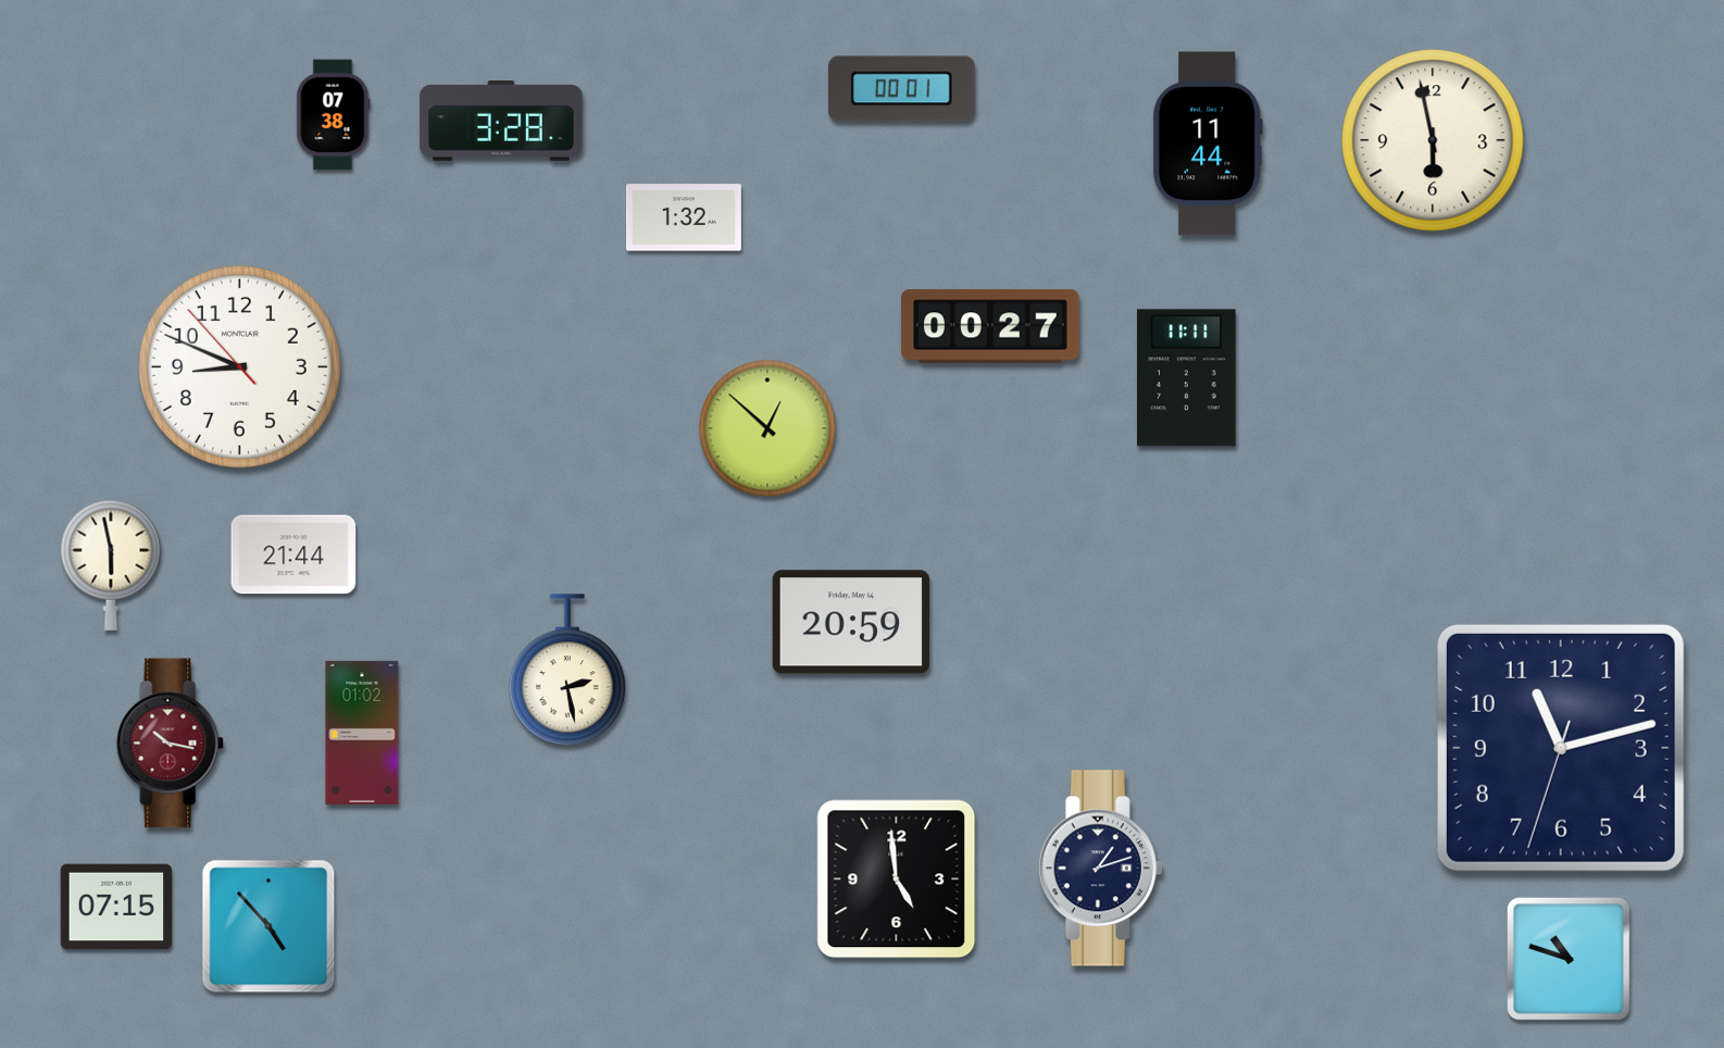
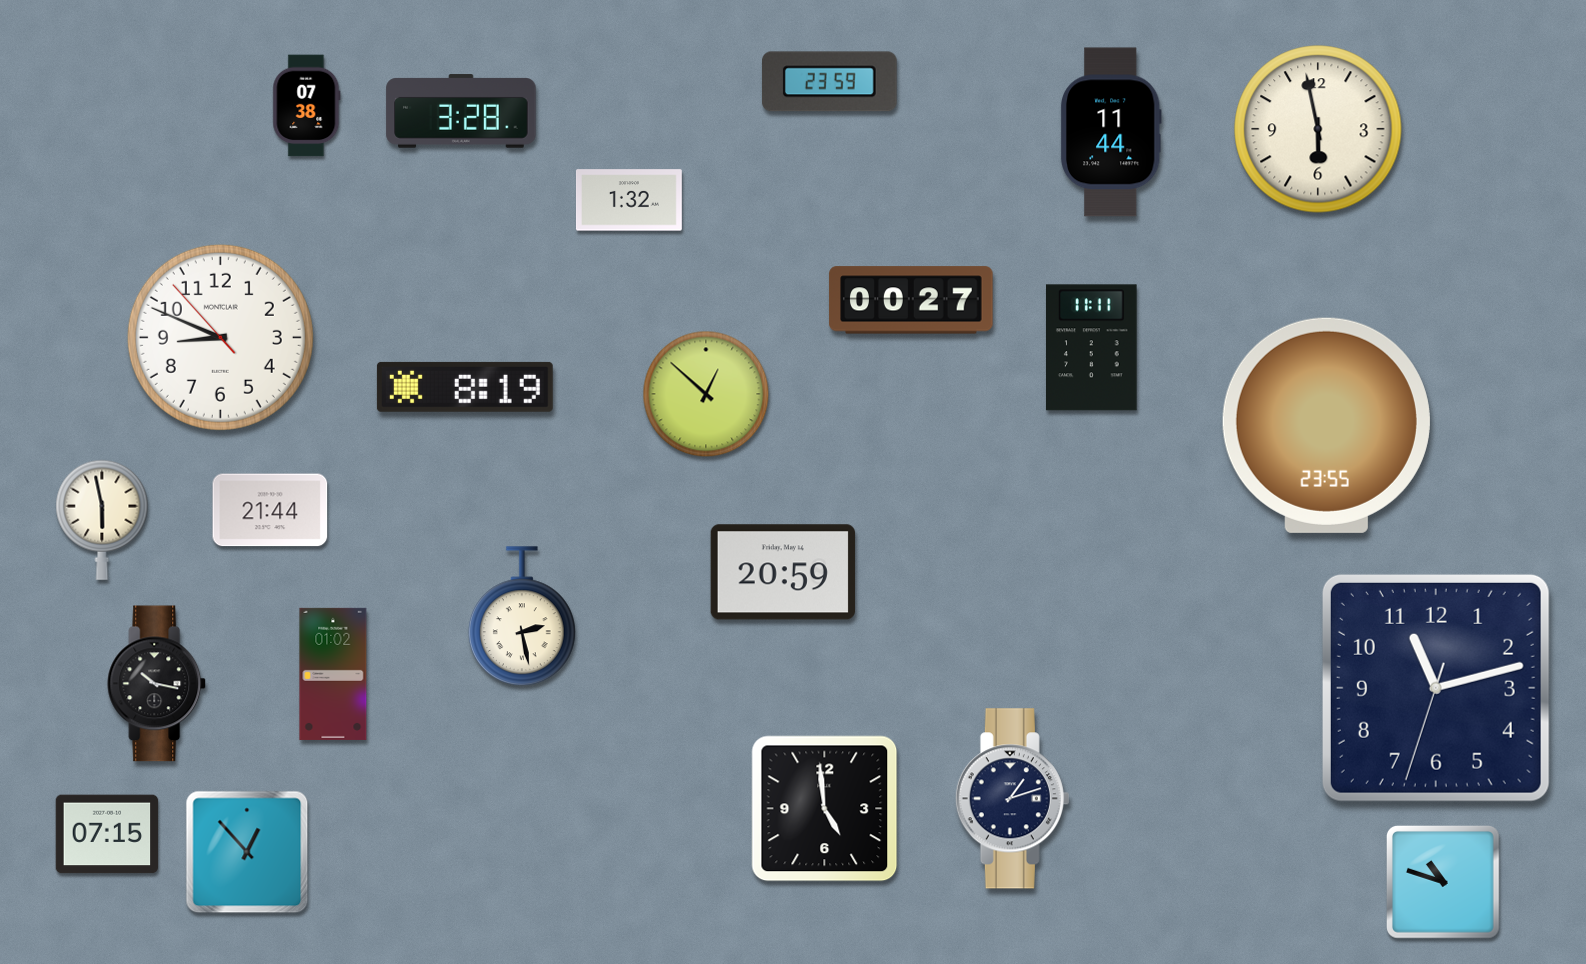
clock at (901, 89): 00:01 -> 23:59
clock at (465, 387): none -> 8:19
clock at (1326, 425): none -> 23:55
clock at (171, 744) dial: burgundy -> black
clock at (268, 926): 4:53 -> 12:53
